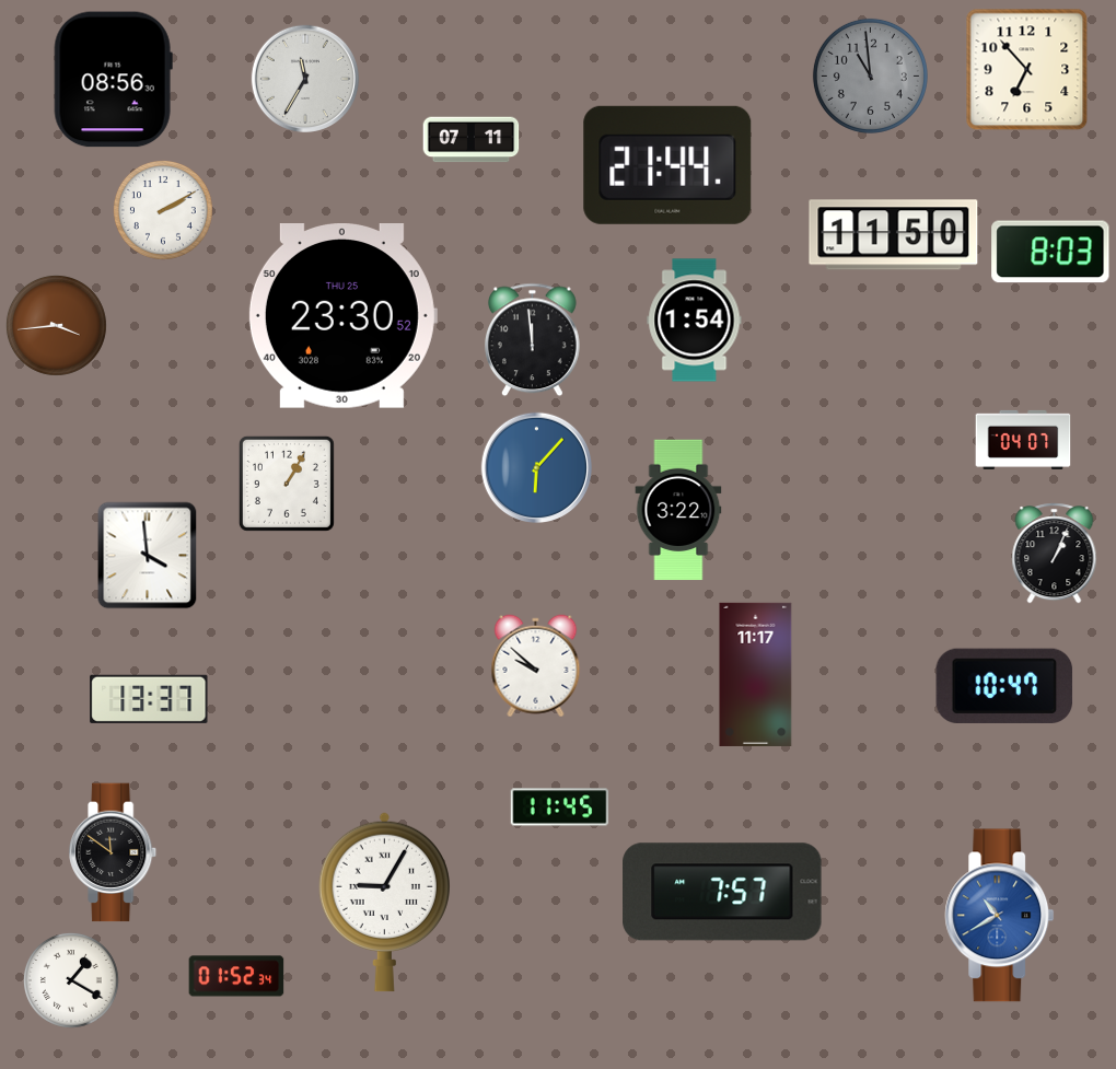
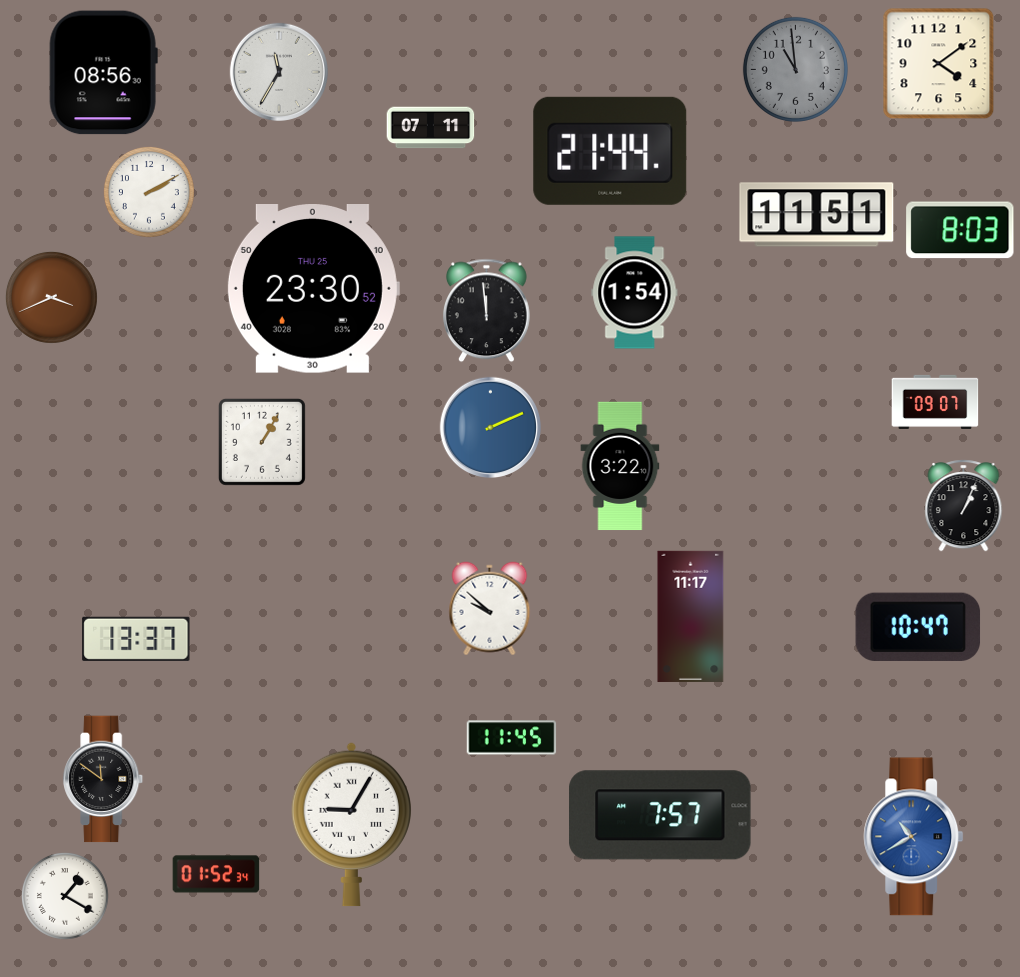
clock at (1027, 70): 6:53 -> 4:09
clock at (894, 235): 11:50 -> 11:51
clock at (56, 325): 3:44 -> 3:41
clock at (1023, 440): 04:07 -> 09:07
clock at (537, 468): 6:07 -> 2:11
clock at (148, 556): 3:59 -> none
clock at (236, 976) position: (236, 976) -> (216, 874)
